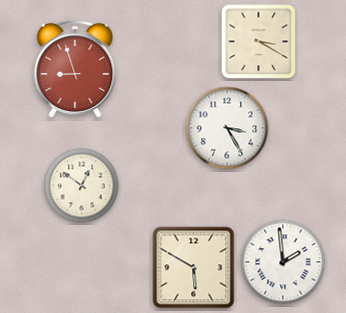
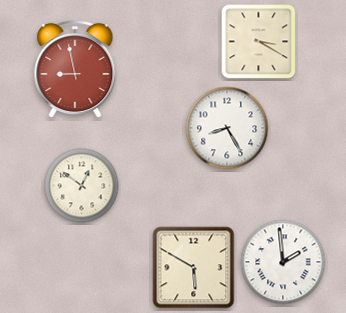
clock at (75, 68): 8:57 -> 8:58
clock at (227, 128): 3:25 -> 8:25
